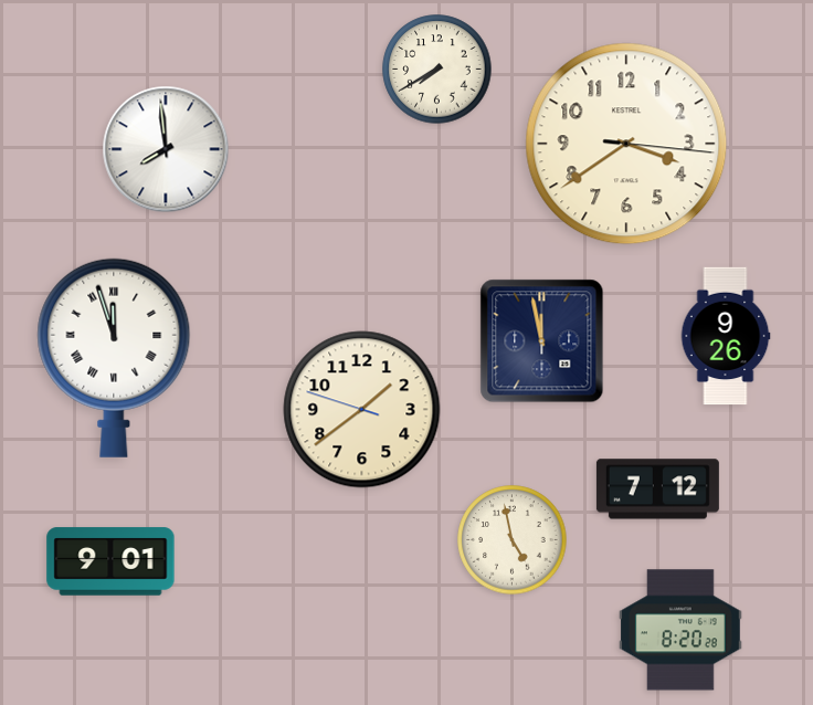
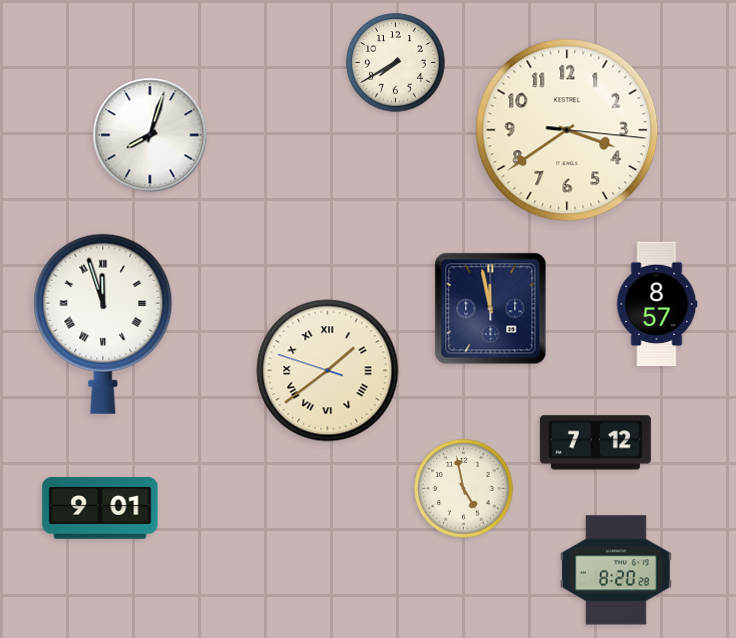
clock at (166, 149): 7:59 -> 8:03
clock at (726, 336): 9:26 -> 8:57
clock at (362, 410) numerals: Arabic -> Roman
